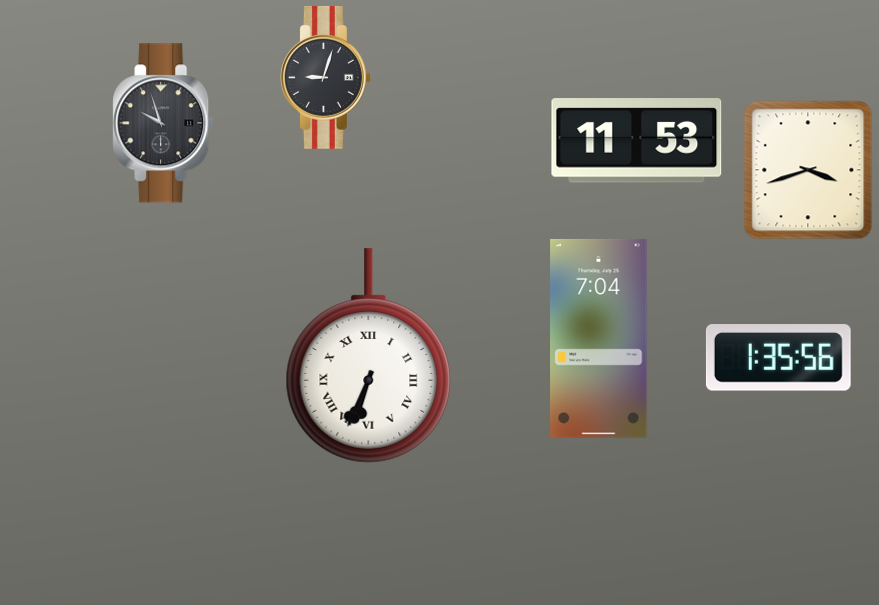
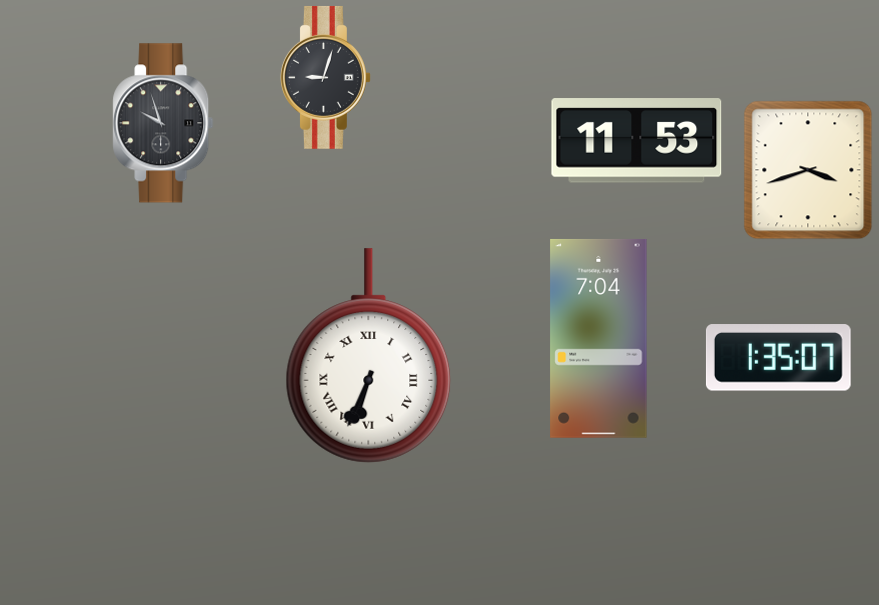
clock at (778, 358): 1:35:56 -> 1:35:07
